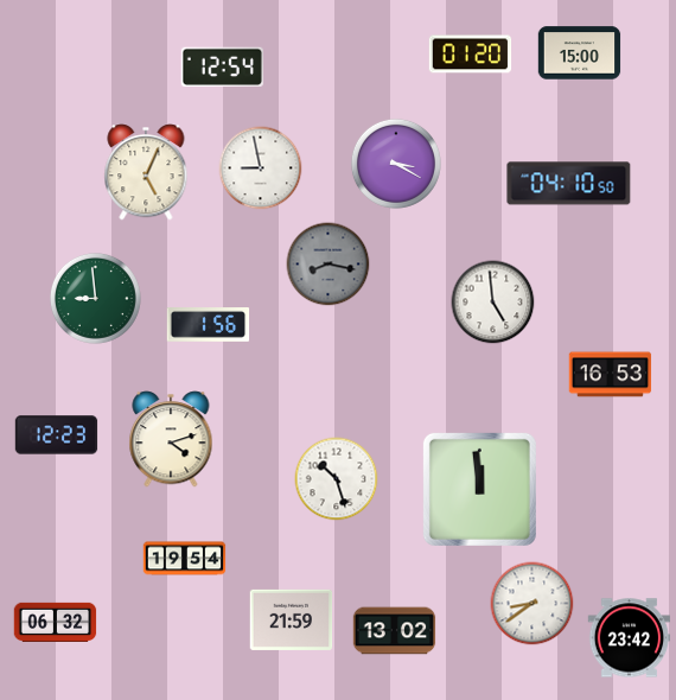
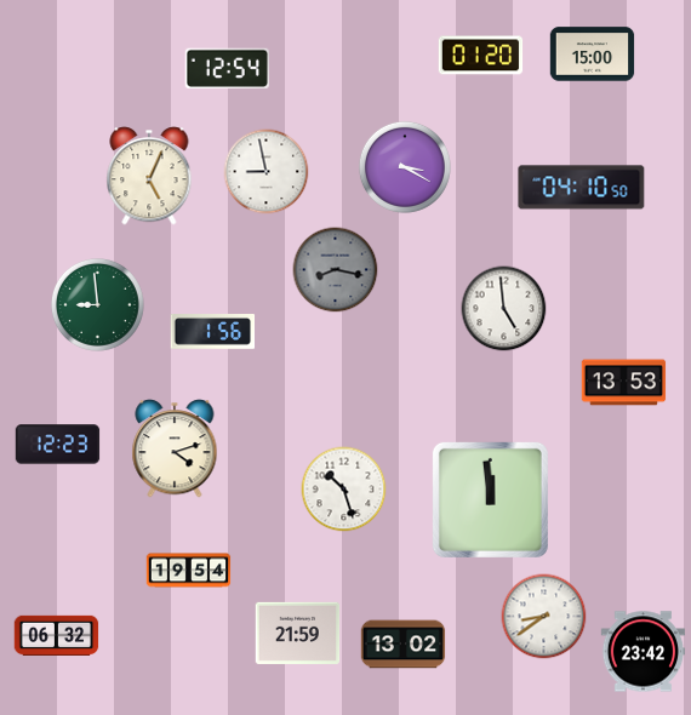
clock at (611, 375): 16:53 -> 13:53
